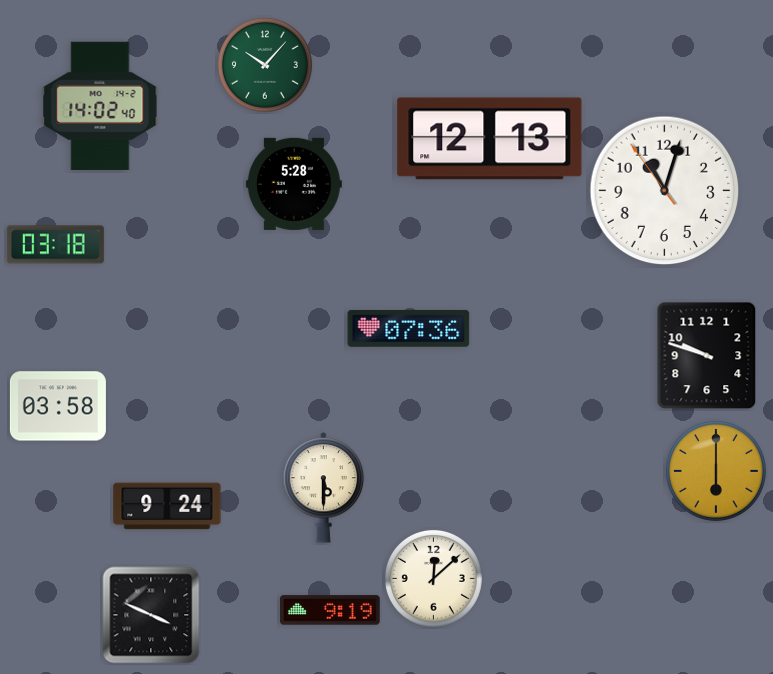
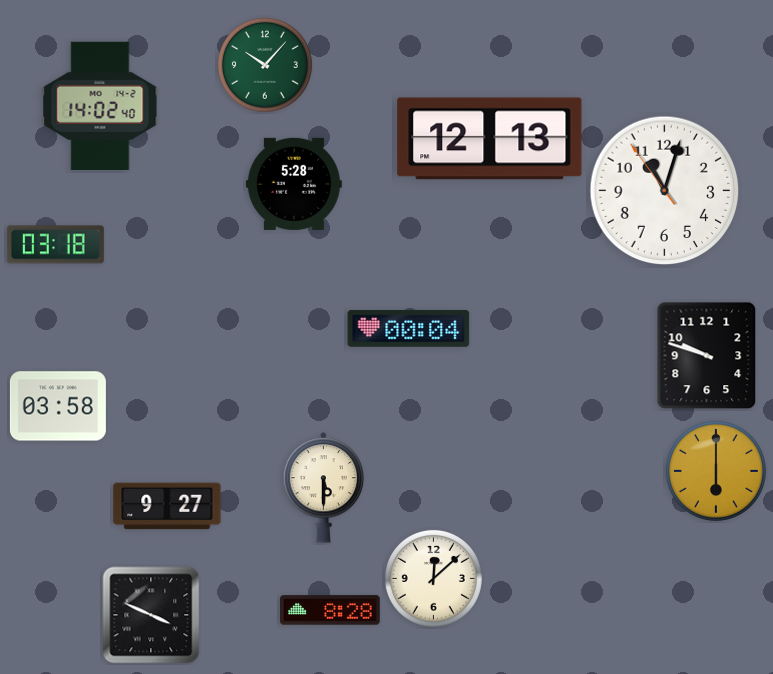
clock at (409, 329): 07:36 -> 00:04
clock at (167, 506): 9:24 -> 9:27
clock at (331, 610): 9:19 -> 8:28
